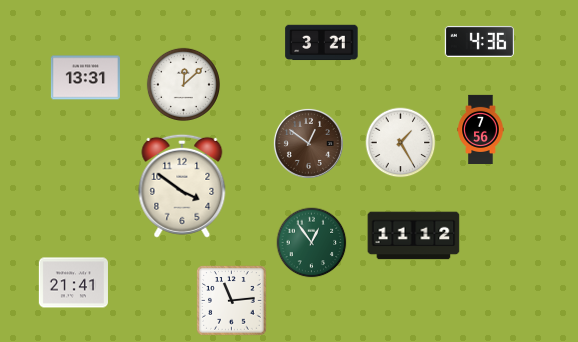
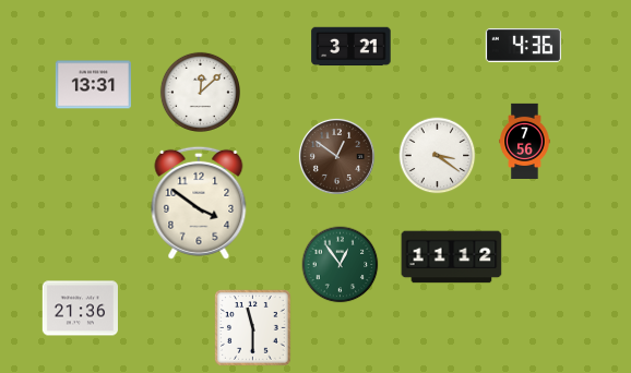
clock at (401, 143): 1:25 -> 3:21
clock at (73, 283): 21:41 -> 21:36
clock at (232, 301): 11:14 -> 11:30
